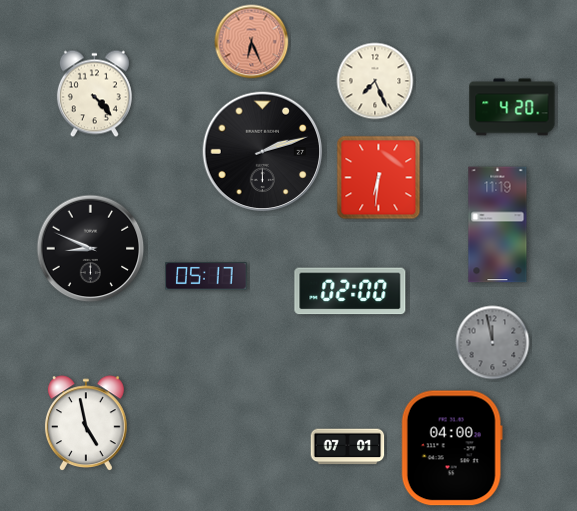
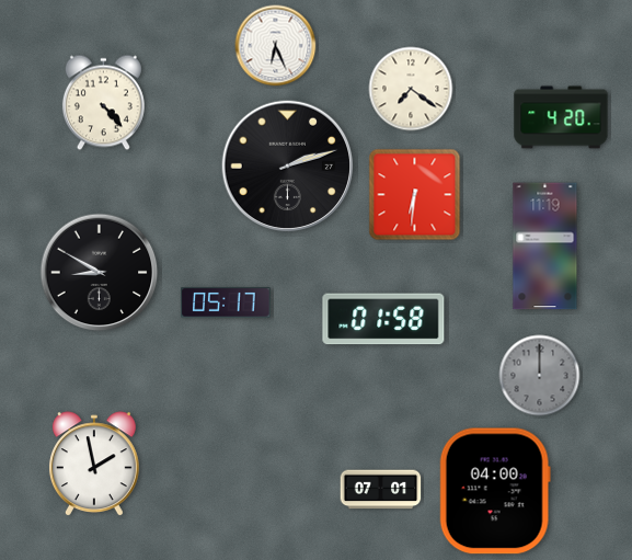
clock at (252, 42) dial: salmon -> white
clock at (375, 81): 7:26 -> 7:21
clock at (91, 249): 8:49 -> 8:50
clock at (350, 291): 02:00 -> 01:58
clock at (493, 343): 11:58 -> 12:00
clock at (86, 423): 4:58 -> 1:58
